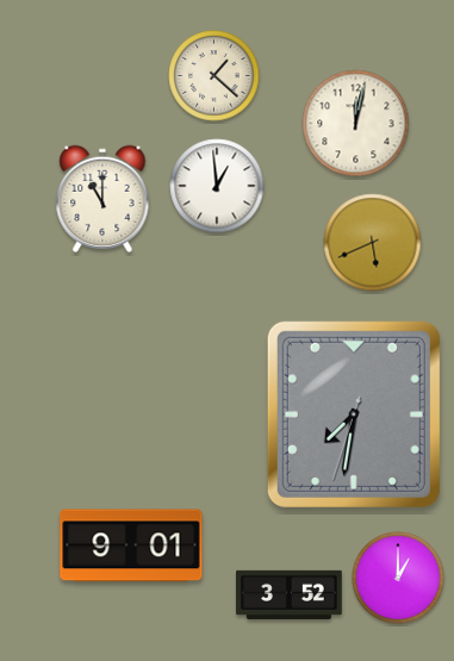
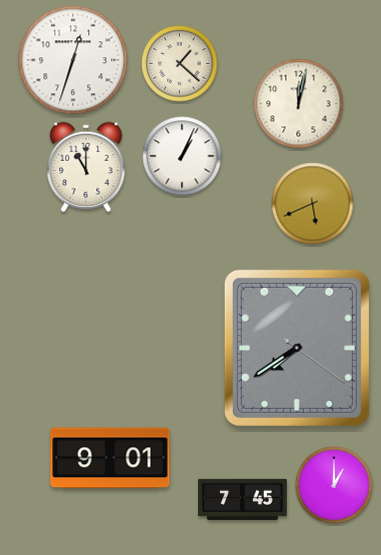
clock at (73, 60): none -> 12:33
clock at (217, 186): 12:59 -> 1:04
clock at (354, 414): 7:31 -> 7:39
clock at (290, 594): 3:52 -> 7:45
